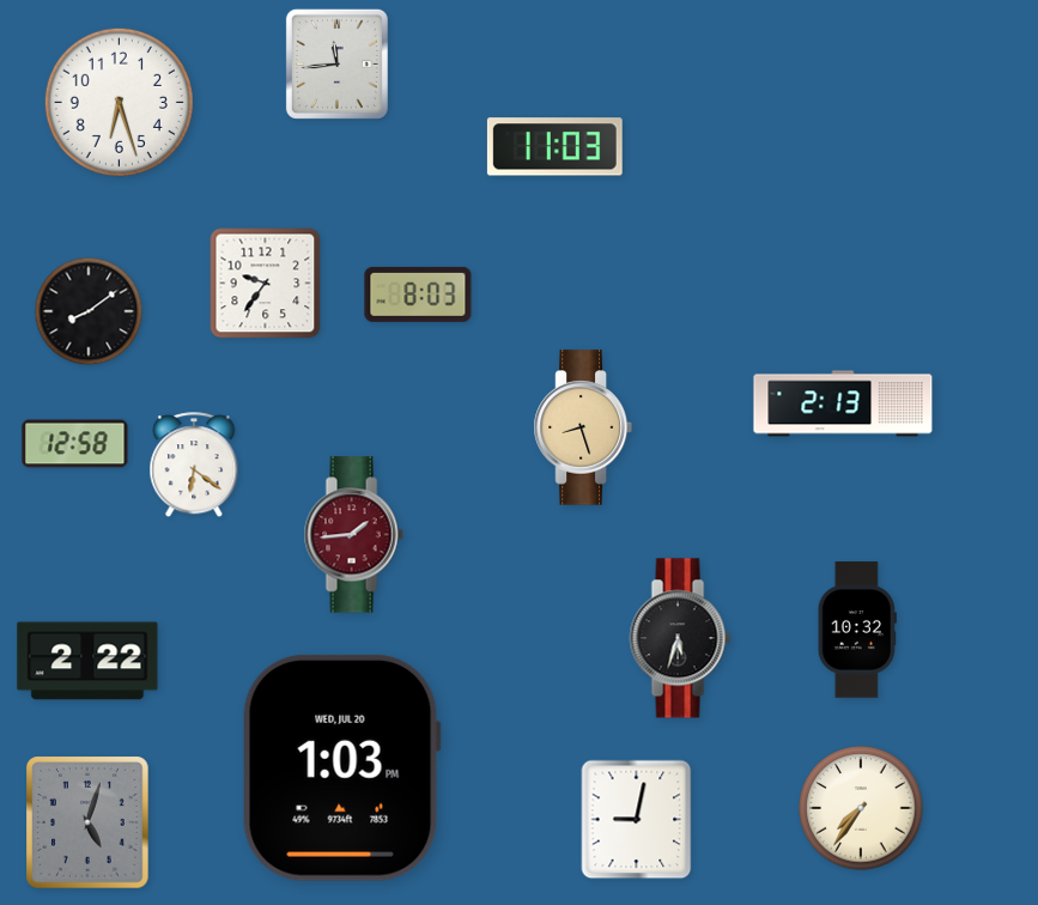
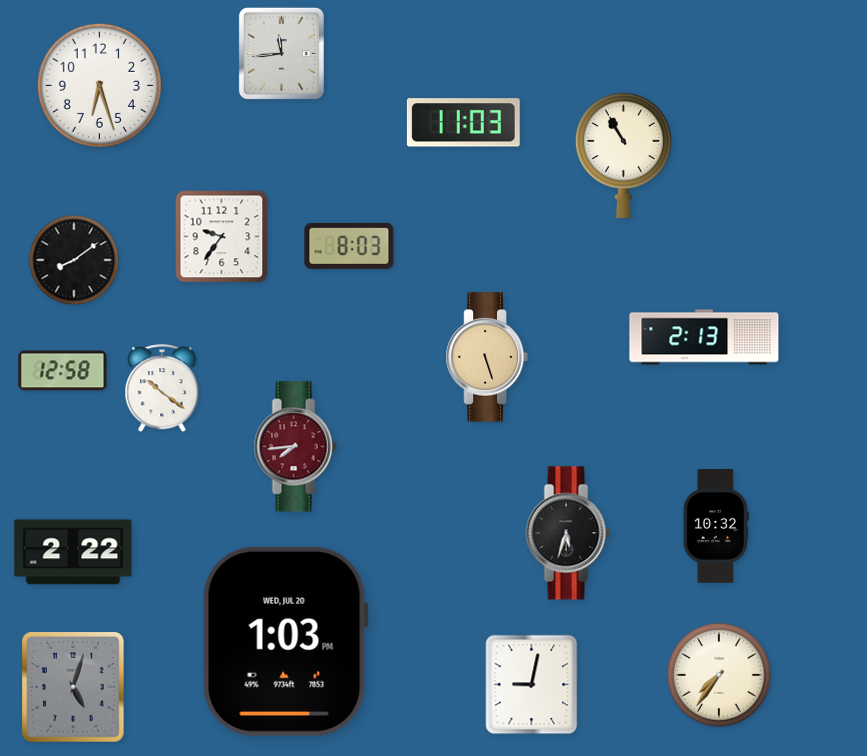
clock at (623, 156): none -> 10:55
clock at (583, 427): 8:27 -> 5:27
clock at (194, 466): 6:21 -> 10:21
clock at (353, 535): 1:44 -> 7:44
